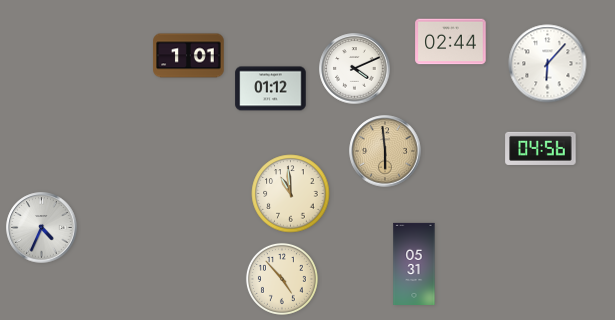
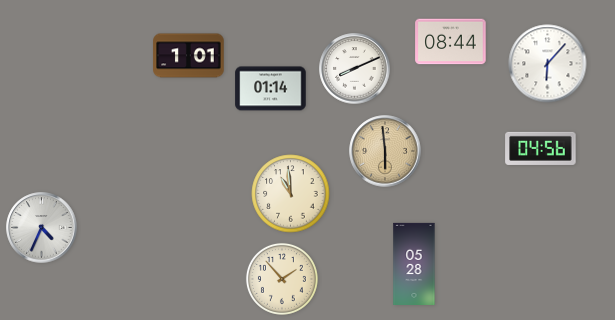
clock at (451, 42): 02:44 -> 08:44
clock at (355, 69): 4:11 -> 8:11
clock at (271, 89): 01:12 -> 01:14
clock at (414, 263): 05:31 -> 05:28
clock at (282, 279): 4:53 -> 1:53
